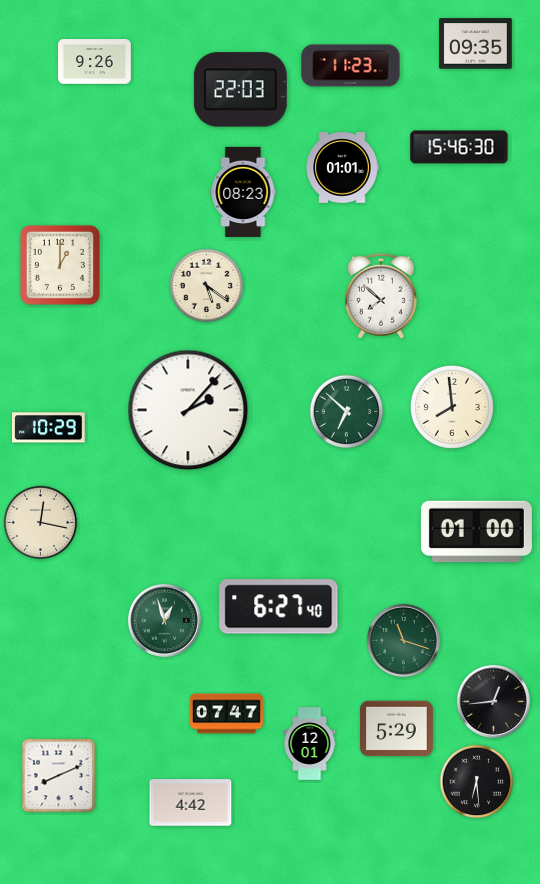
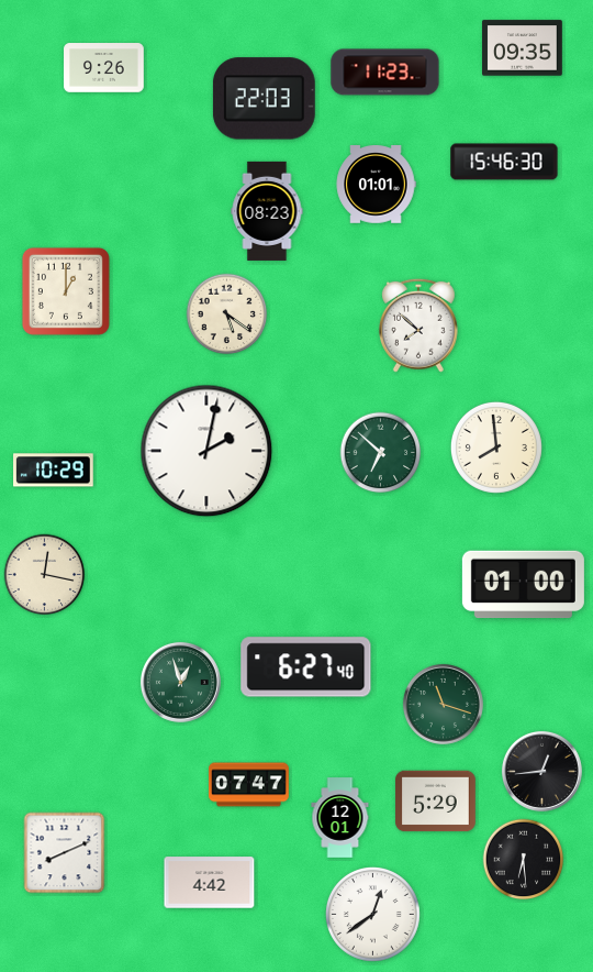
clock at (188, 410): 2:07 -> 2:02
clock at (373, 915): none -> 12:39
